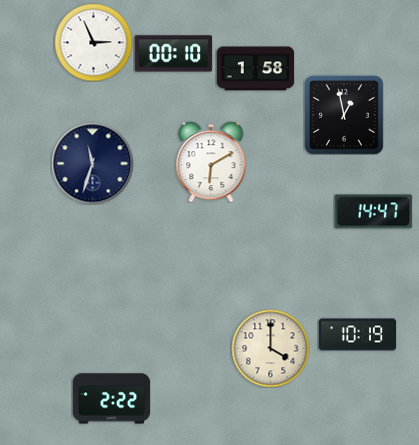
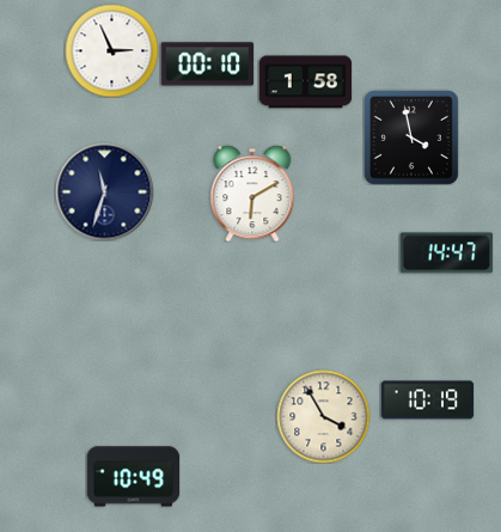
clock at (344, 115): 12:58 -> 3:58
clock at (92, 163) position: (92, 163) -> (104, 191)
clock at (270, 348): 4:00 -> 3:55
clock at (111, 399): 2:22 -> 10:49
